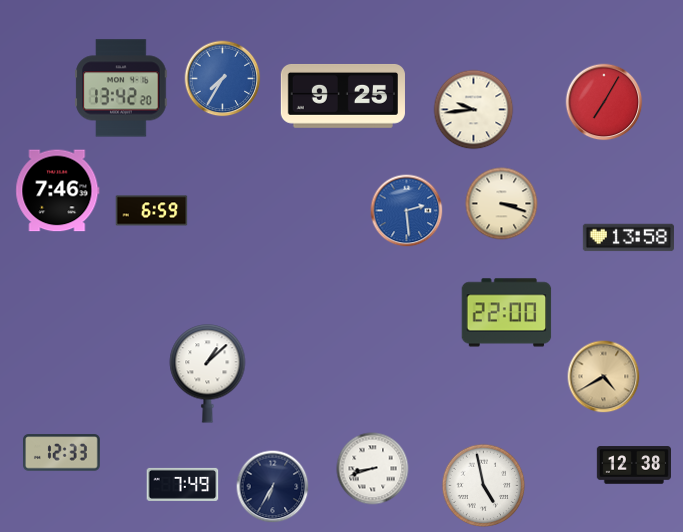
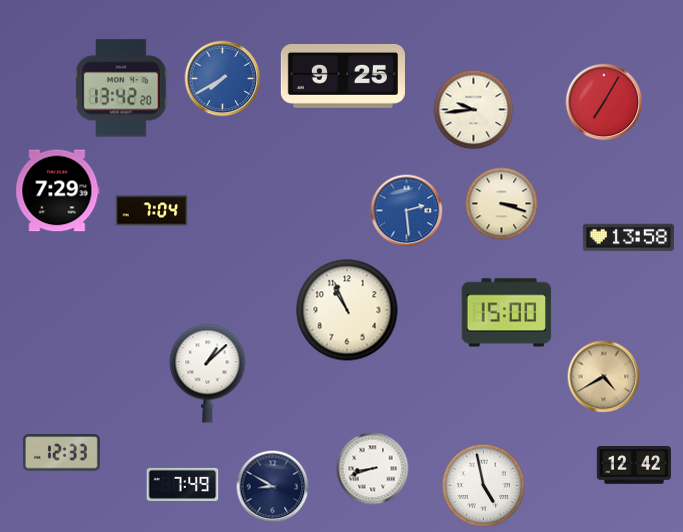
clock at (223, 79): 7:35 -> 7:40
clock at (343, 96) position: (343, 96) -> (343, 76)
clock at (58, 191): 7:46 -> 7:29
clock at (152, 211): 6:59 -> 7:04
clock at (347, 310): none -> 10:56
clock at (507, 313): 22:00 -> 15:00
clock at (633, 465): 12:38 -> 12:42
clock at (273, 487): 6:35 -> 8:50
